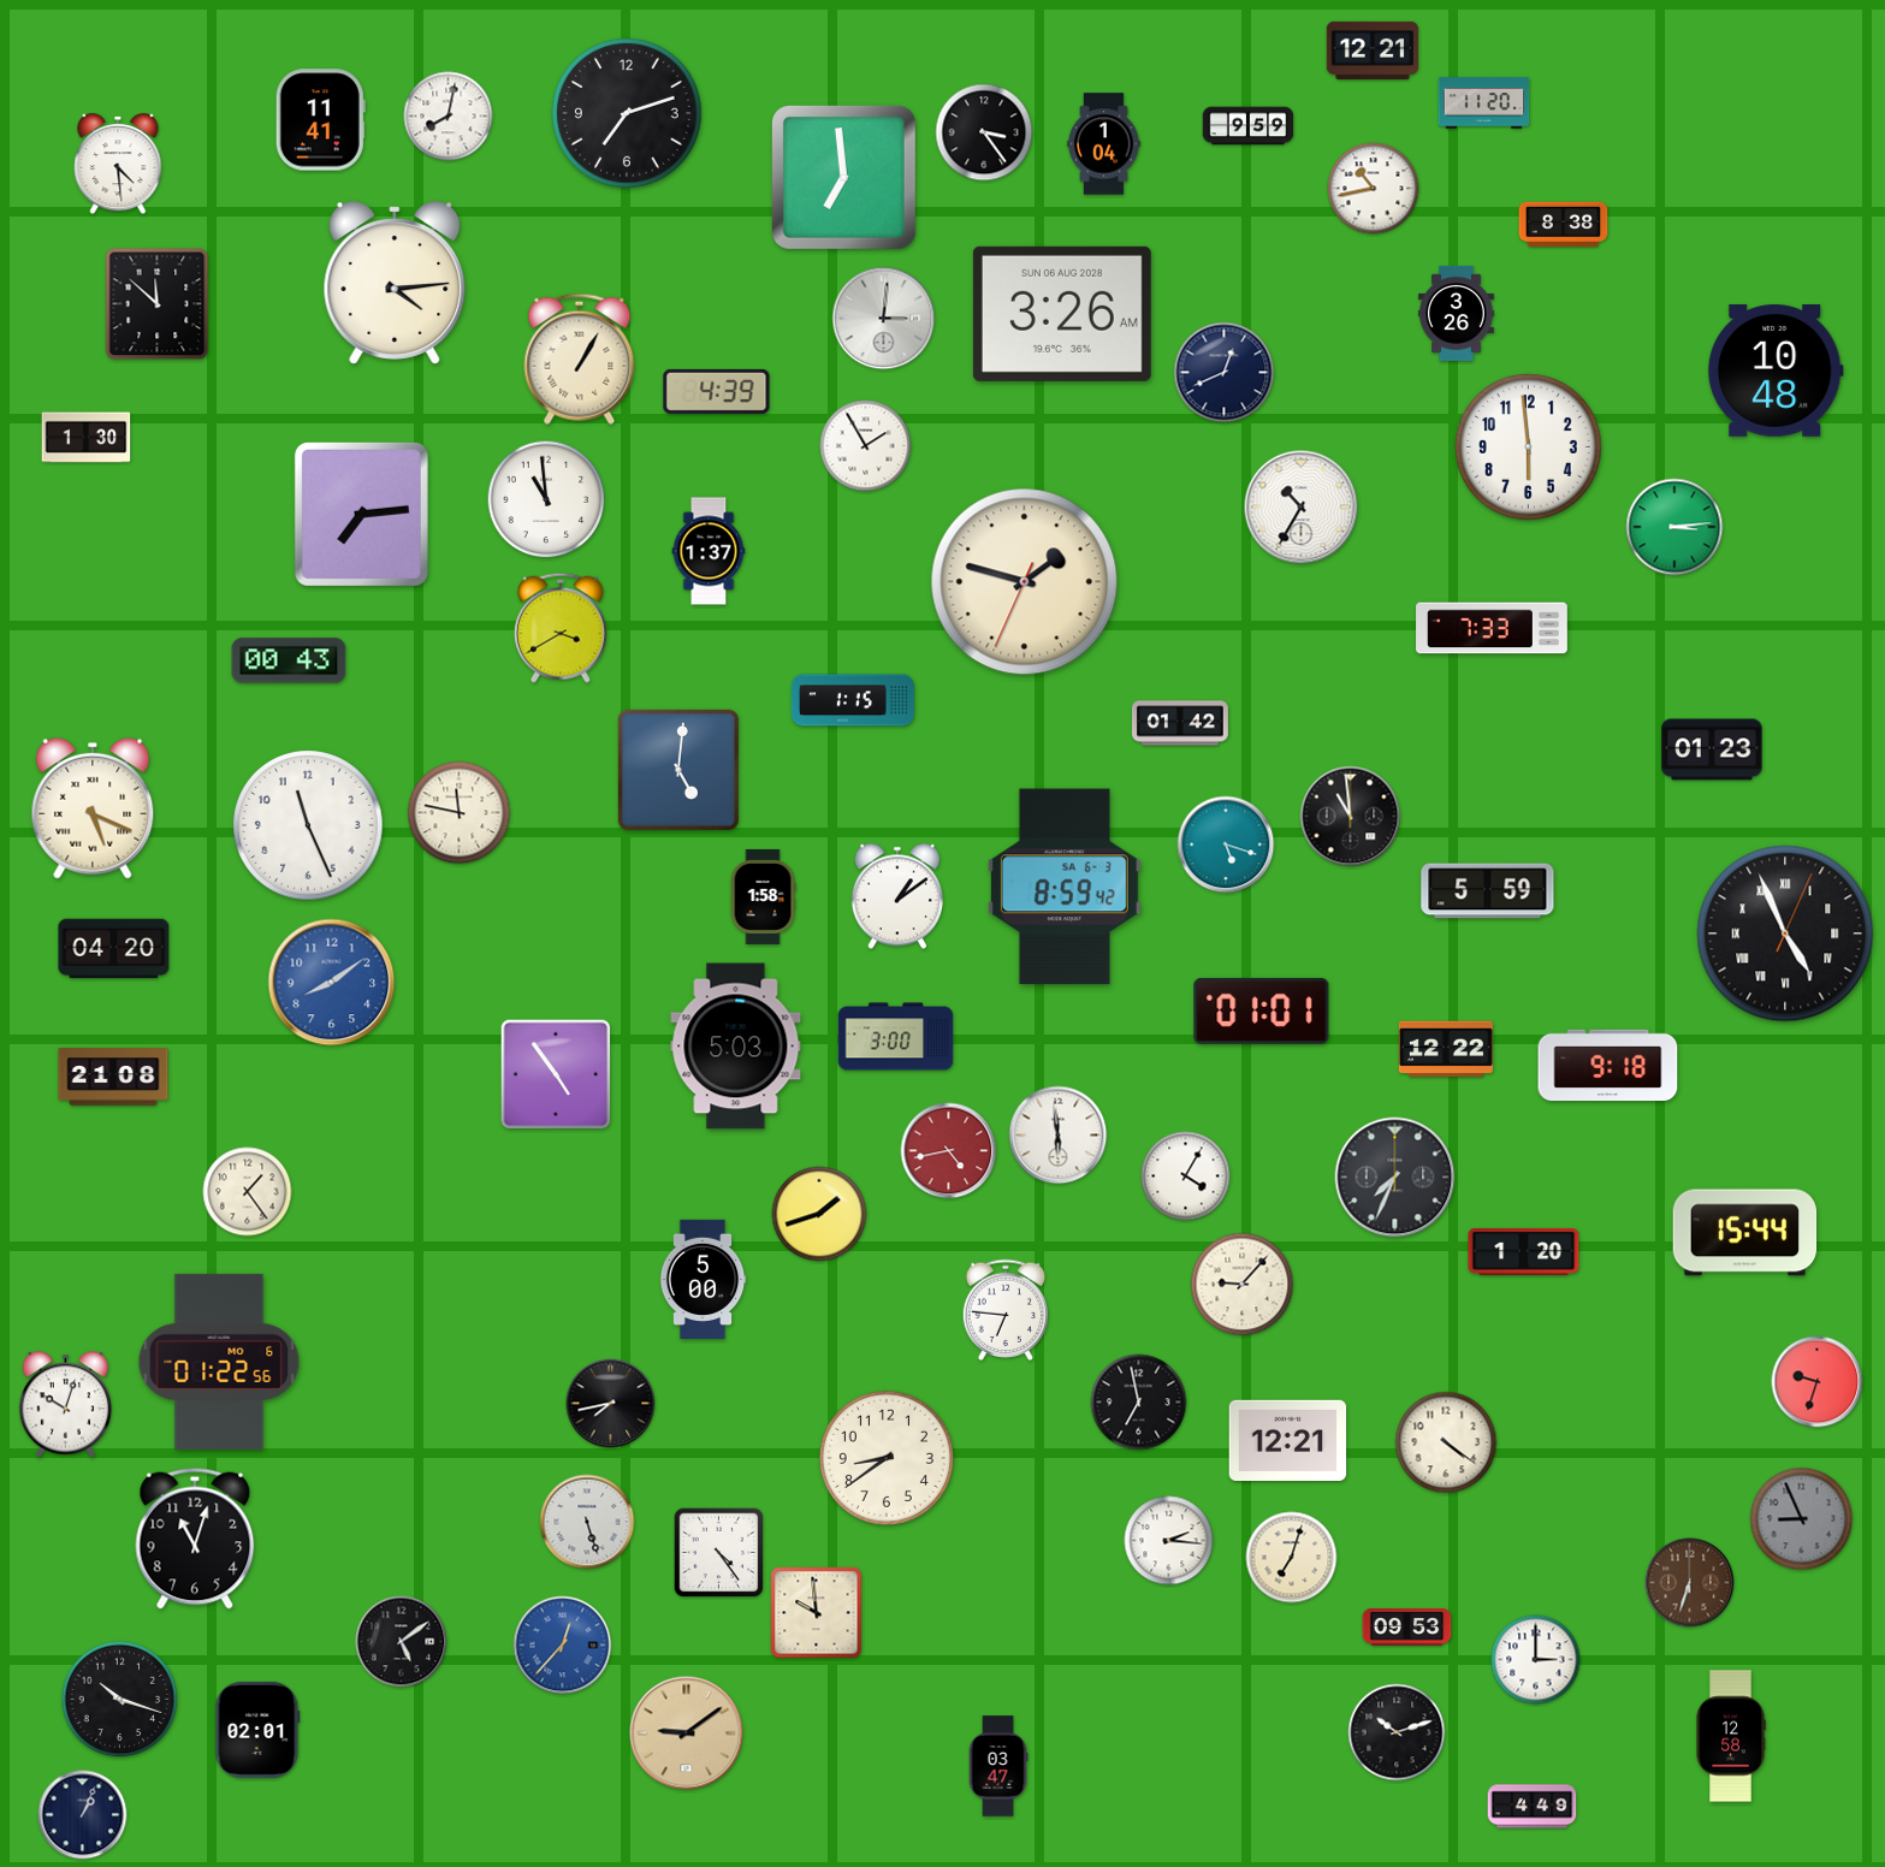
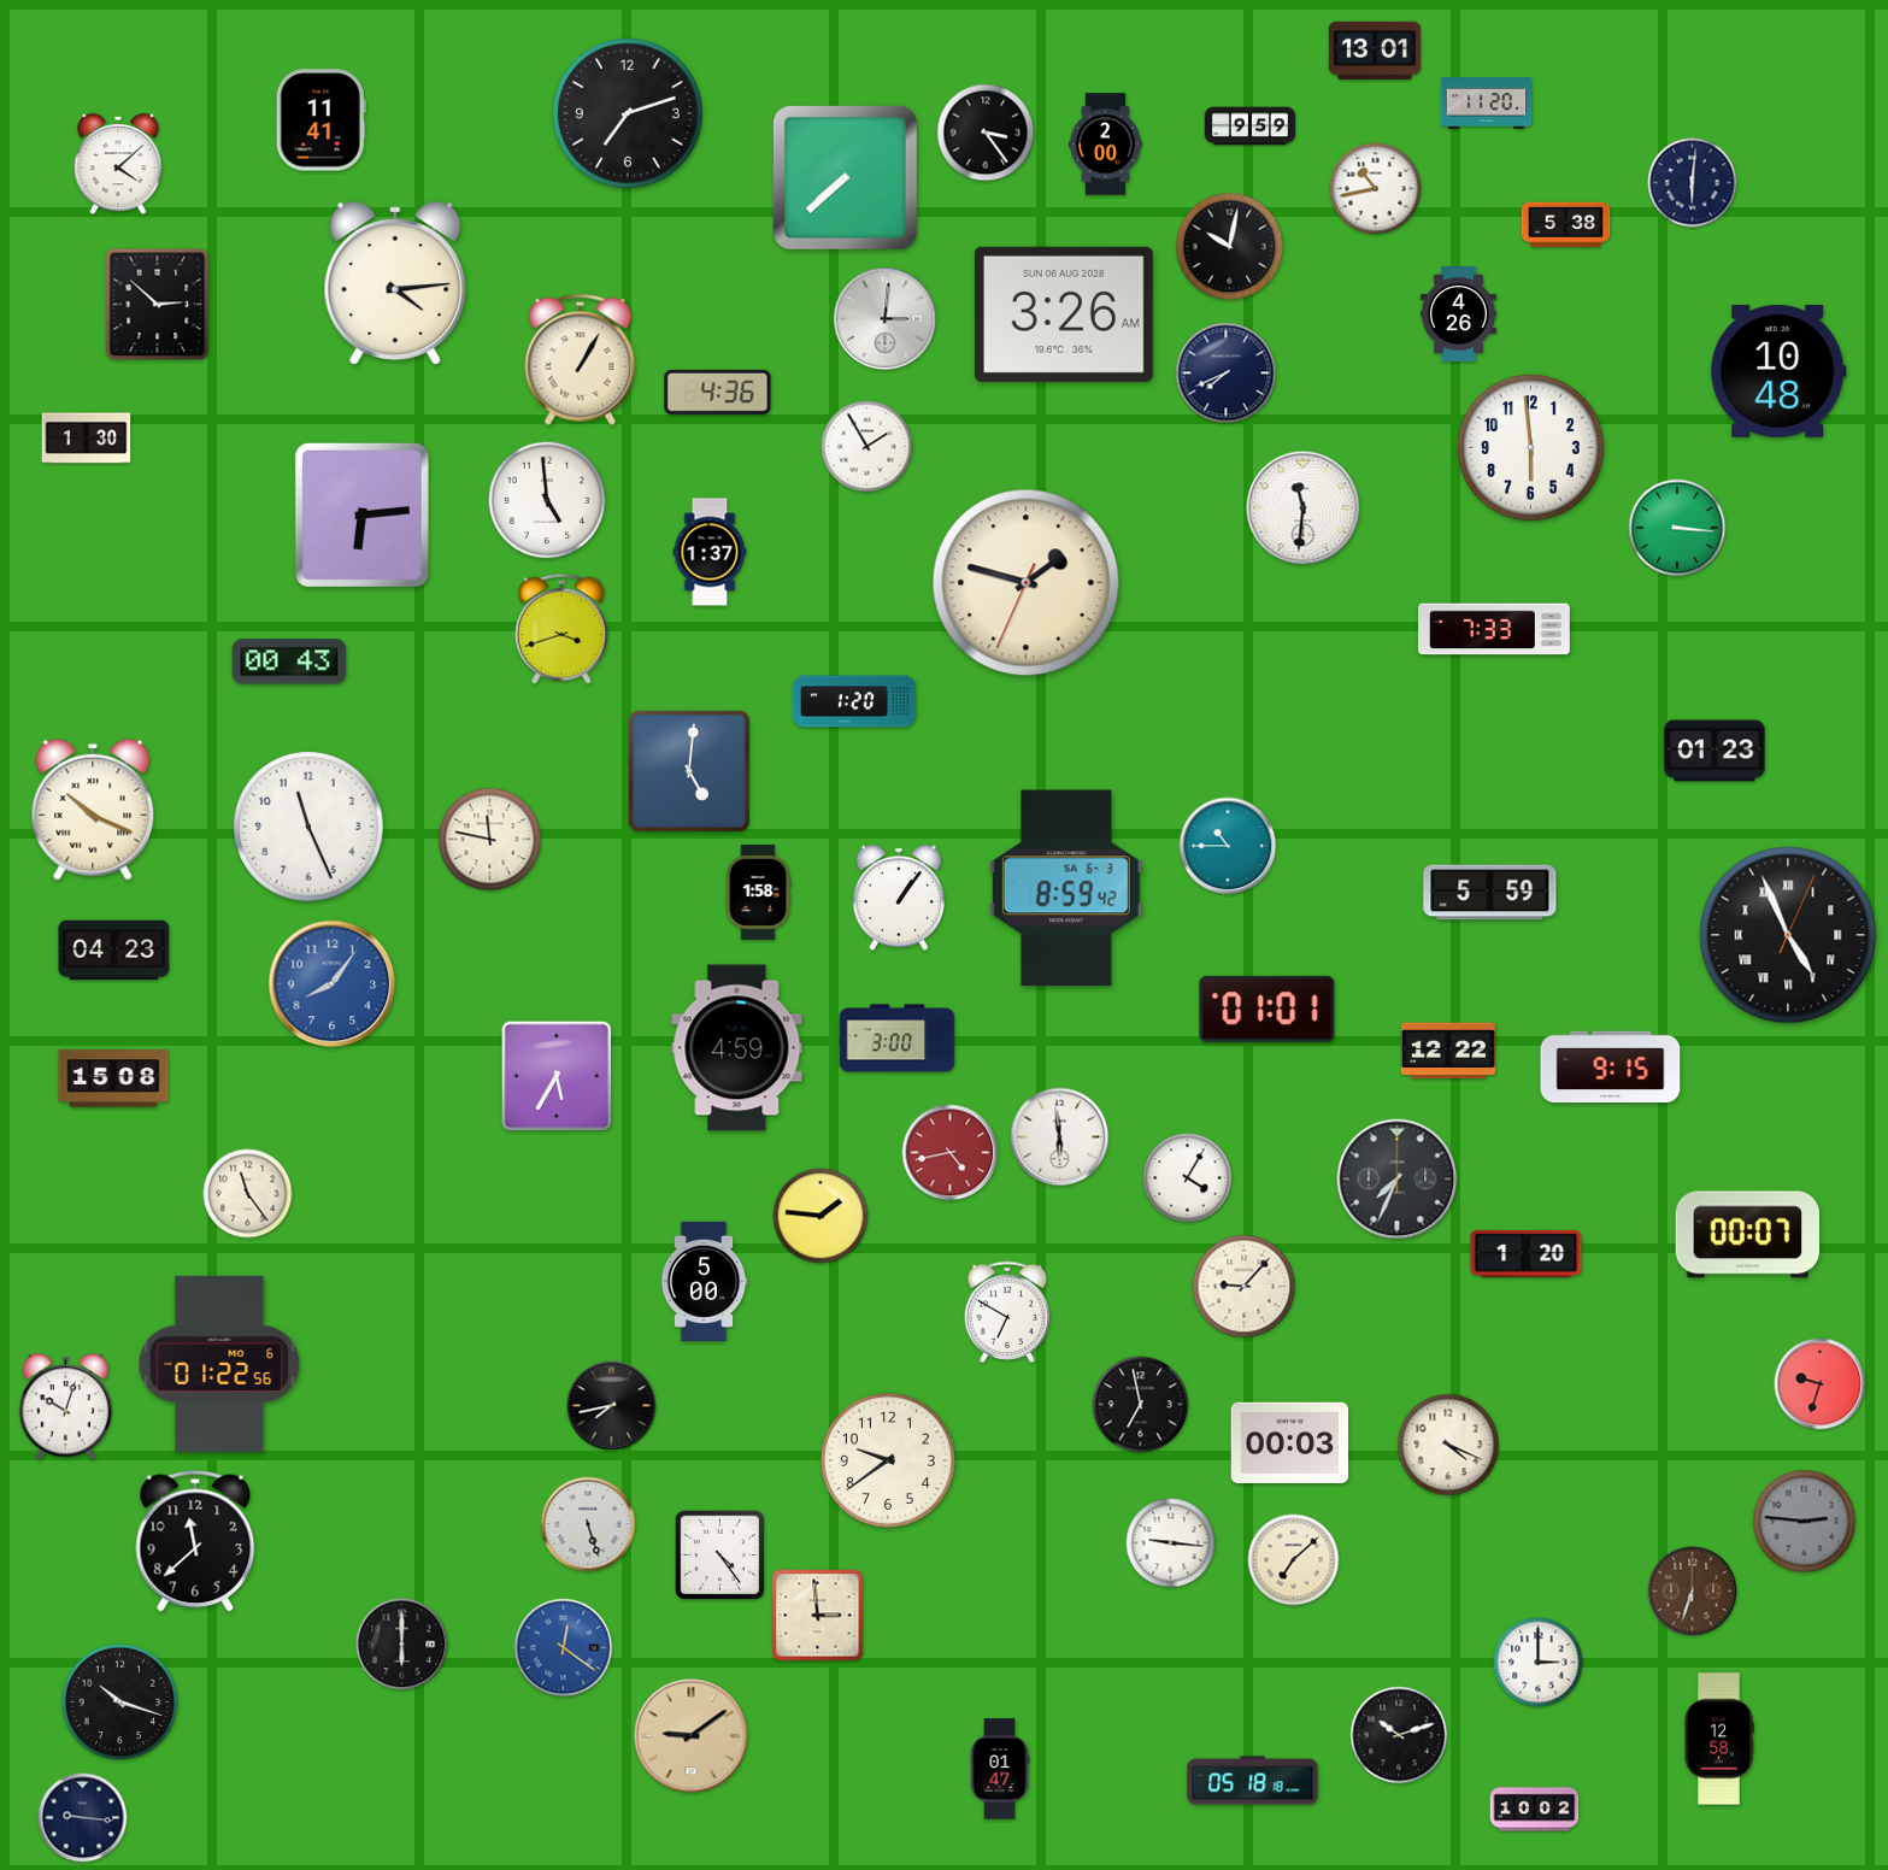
clock at (1371, 51): 12:21 -> 13:01
clock at (449, 117): 8:02 -> none
clock at (1104, 144): 1:04 -> 2:00
clock at (118, 164): 4:29 -> 4:08
clock at (843, 177): 6:59 -> 7:38
clock at (1693, 183): none -> 6:01
clock at (1564, 225): 8:38 -> 5:38
clock at (1230, 247): none -> 10:02
clock at (158, 304): 11:52 -> 2:52
clock at (1457, 313): 3:26 -> 4:26
clock at (1225, 373): 12:41 -> 7:41
clock at (717, 391): 4:39 -> 4:36
clock at (546, 499): 10:59 -> 4:59
clock at (1302, 508): 10:35 -> 11:31
clock at (361, 514): 7:14 -> 6:14
clock at (1674, 527): 3:14 -> 3:16
clock at (561, 628): 3:40 -> 3:42
clock at (853, 700): 1:15 -> 1:20
clock at (1180, 723): 01:42 -> none
clock at (678, 770) position: (678, 770) -> (689, 771)
clock at (93, 808): 5:19 -> 10:19
clock at (460, 813) position: (460, 813) -> (490, 840)
clock at (1351, 817): 10:59 -> none
clock at (1226, 844): 5:18 -> 10:45
clock at (763, 896) position: (763, 896) -> (758, 892)
clock at (897, 896): 1:09 -> 1:06
clock at (114, 949): 04:20 -> 04:23
clock at (332, 983): 8:09 -> 8:06
clock at (1262, 1010) position: (1262, 1010) -> (1268, 1008)
clock at (736, 1047): 5:03 -> 4:59
clock at (1608, 1066): 9:18 -> 9:15
clock at (556, 1074): 4:54 -> 5:35
clock at (113, 1077): 21:08 -> 15:08
clock at (248, 1192): 1:24 -> 11:24
clock at (819, 1214): 1:42 -> 1:46
clock at (1745, 1233): 15:44 -> 00:07
clock at (1006, 1309): 6:46 -> 6:50
clock at (1288, 1440): 12:21 -> 00:03
clock at (1446, 1442): 4:21 -> 4:19
clock at (887, 1458): 8:39 -> 9:39
clock at (1802, 1519): 8:56 -> 2:46
clock at (195, 1539): 11:03 -> 11:38
clock at (1169, 1541): 2:16 -> 9:16
clock at (1292, 1558): 7:03 -> 7:08
clock at (1690, 1583) position: (1690, 1583) -> (1693, 1592)
clock at (817, 1613): 9:59 -> 2:59
clock at (1407, 1628): 09:53 -> none
clock at (402, 1642): 5:09 -> 6:00
clock at (563, 1646): 12:37 -> 12:21
clock at (257, 1730): 02:01 -> none
clock at (687, 1733) position: (687, 1733) -> (692, 1736)
clock at (1731, 1736) position: (1731, 1736) -> (1719, 1739)
clock at (998, 1766): 03:47 -> 01:47
clock at (1253, 1781): none -> 05:18
clock at (1533, 1807): 4:49 -> 10:02
clock at (83, 1815): 1:04 -> 9:16
